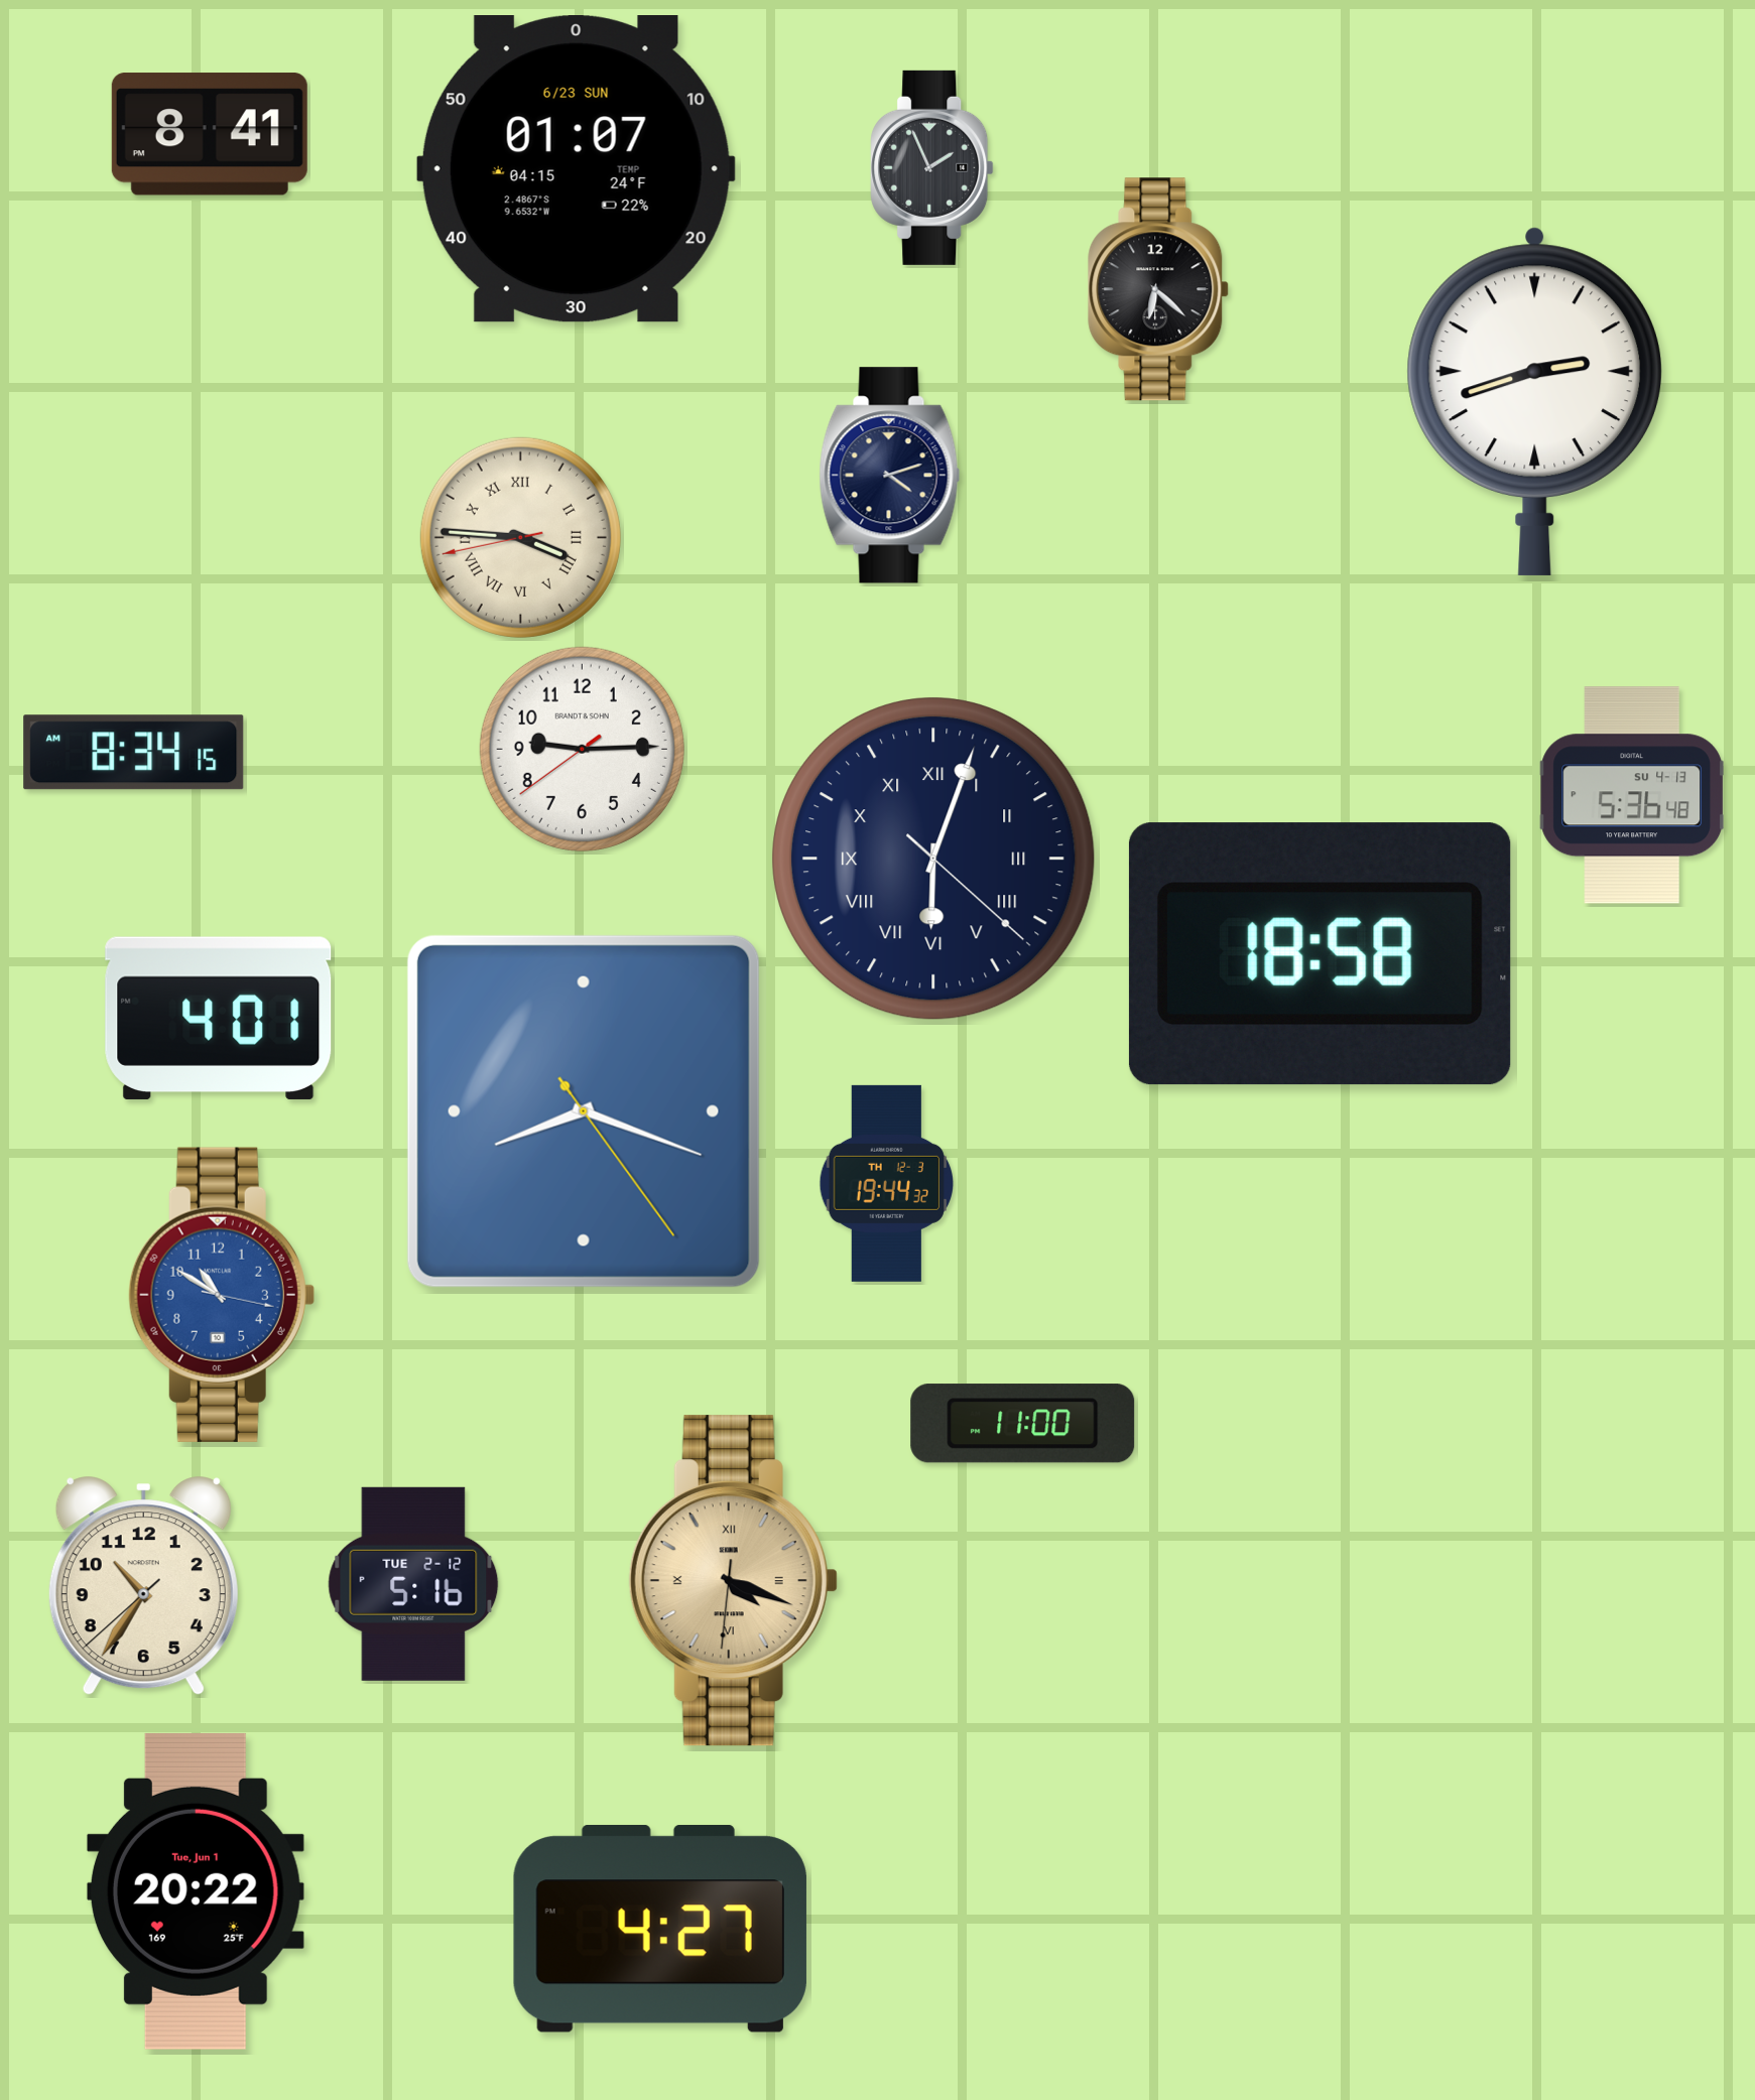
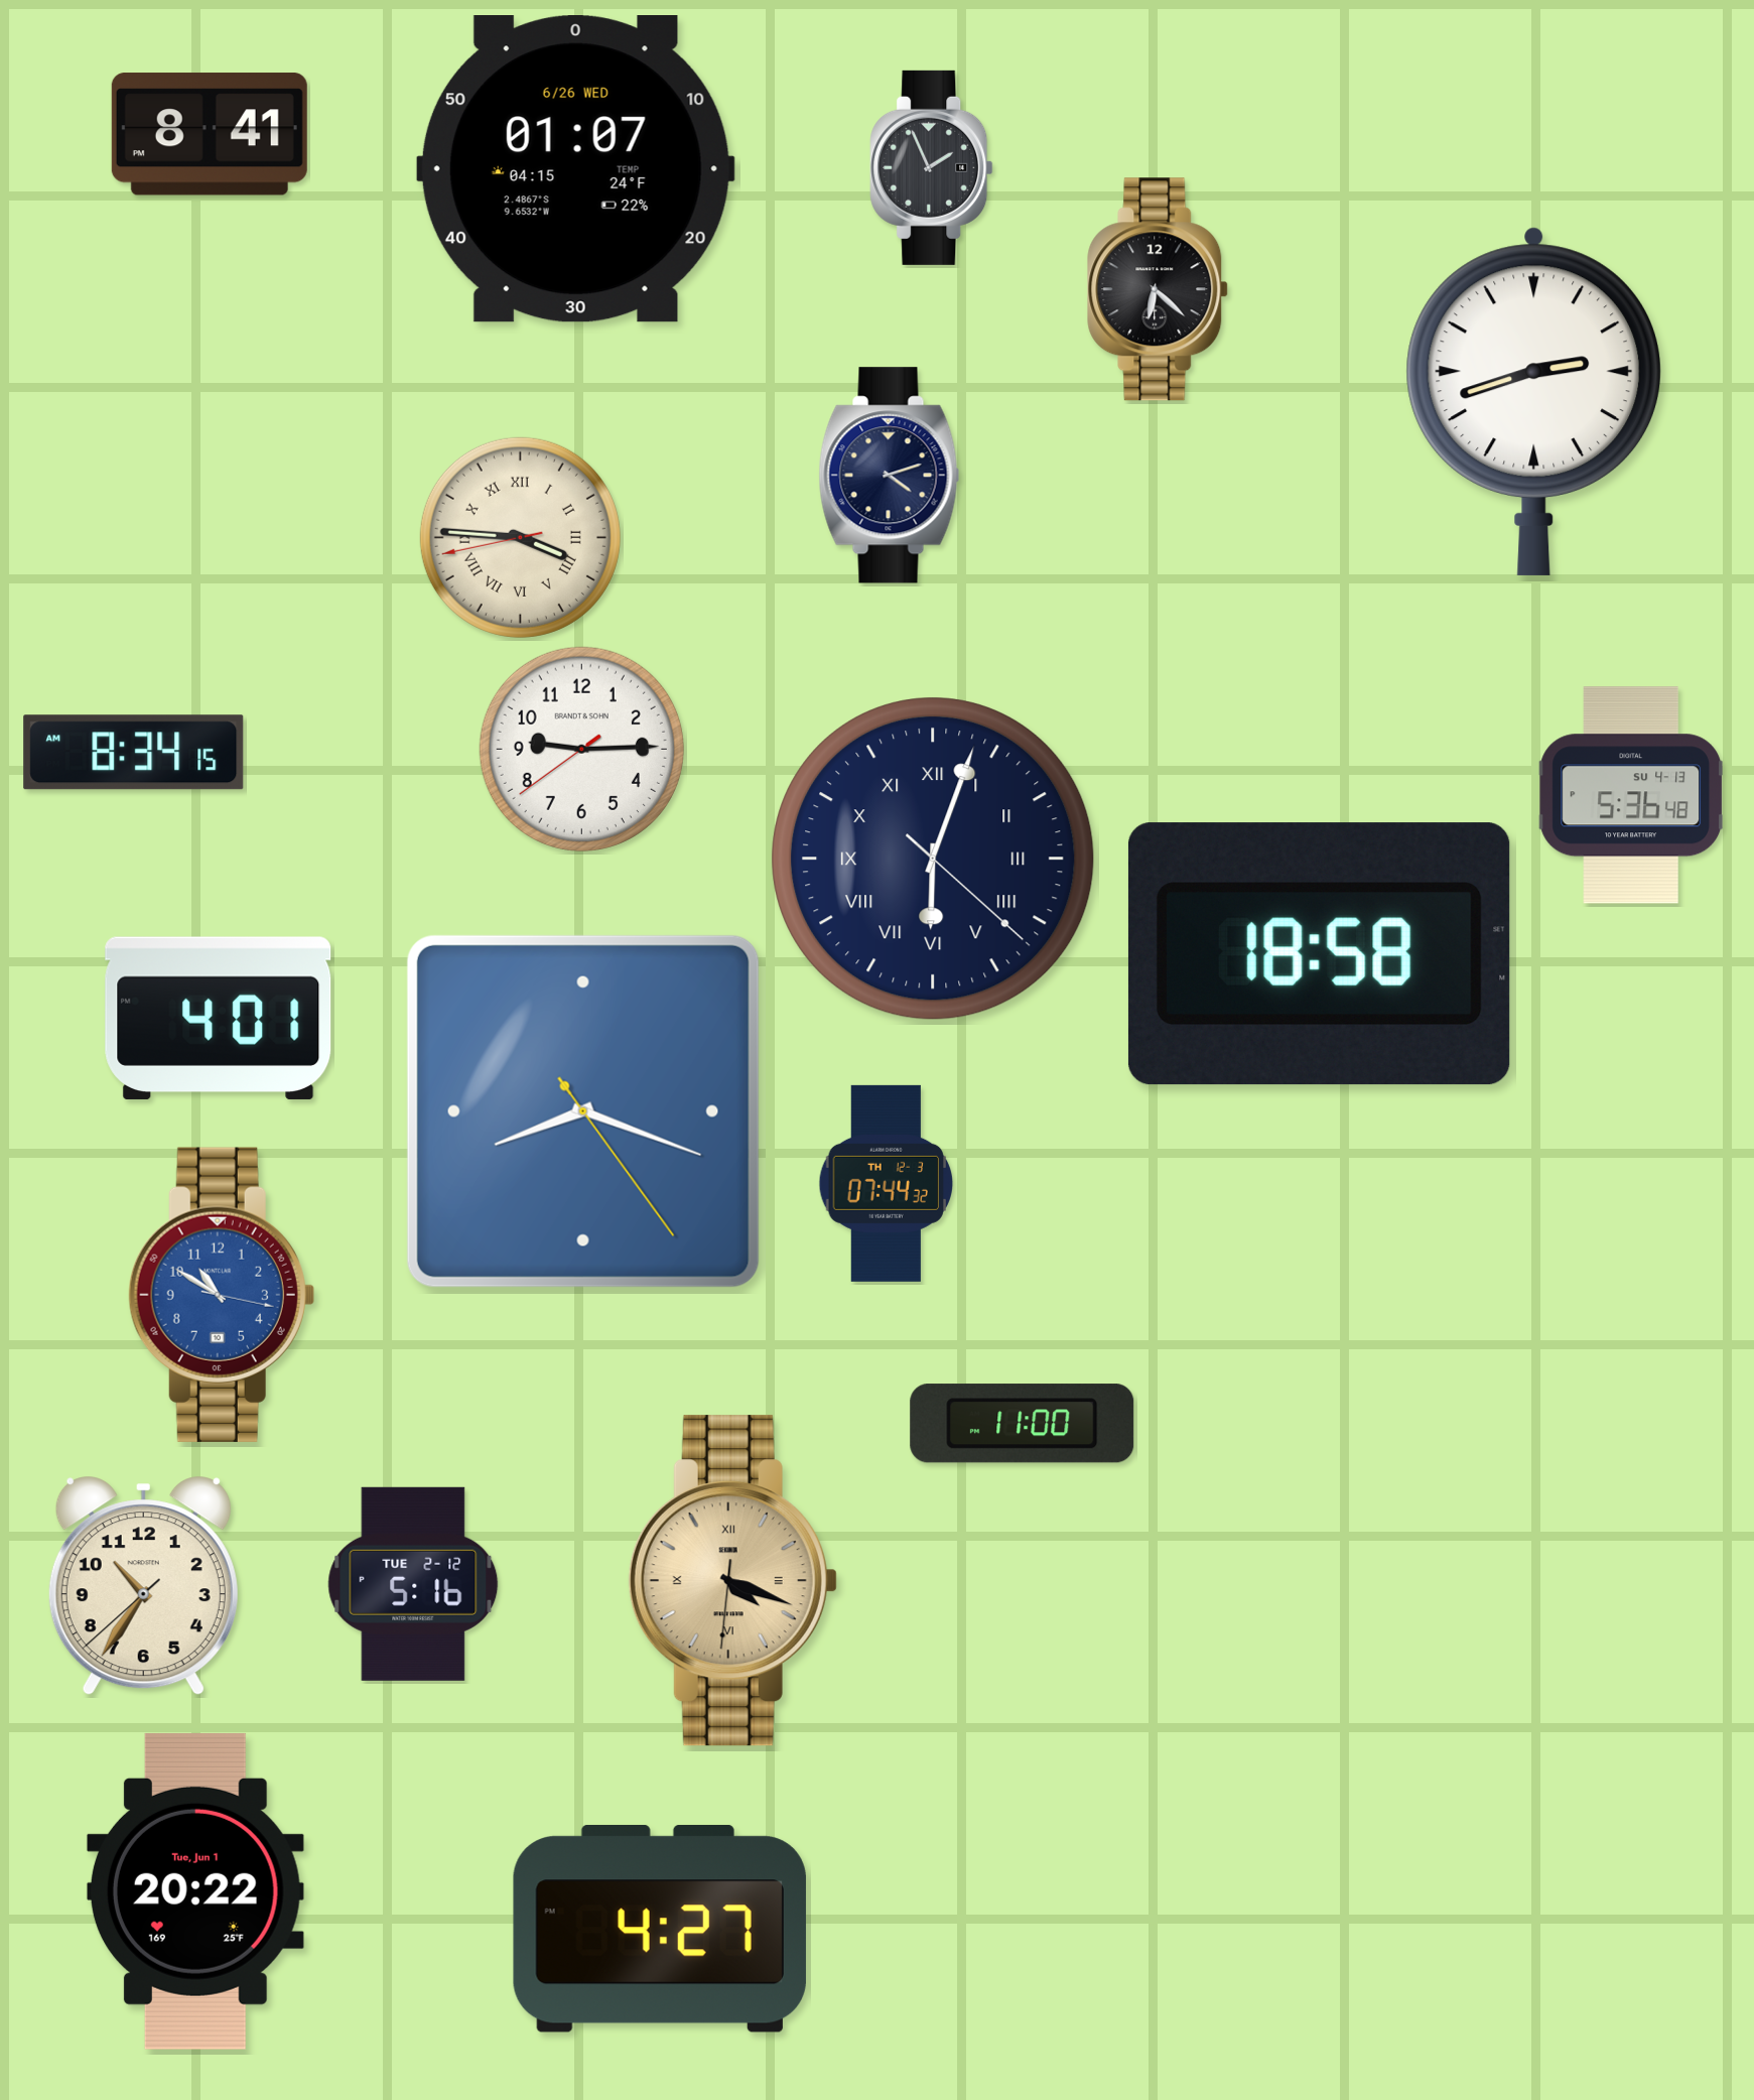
clock at (576, 169) date: 6/23 SUN -> 6/26 WED
clock at (887, 1183): 19:44 -> 07:44
